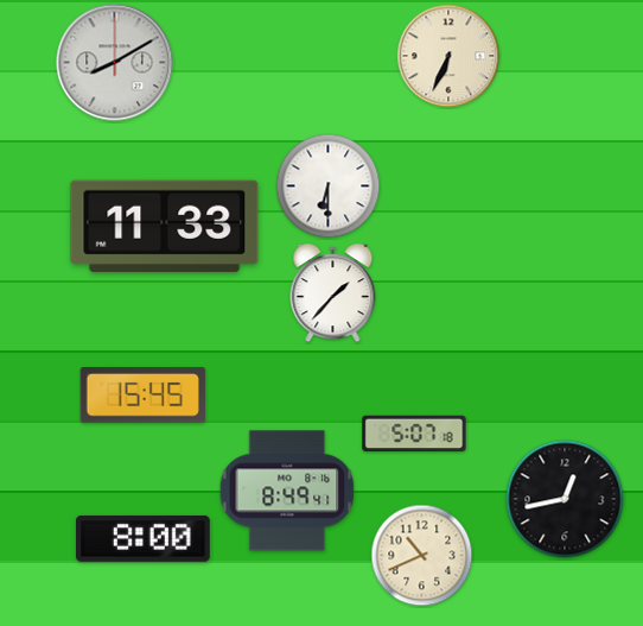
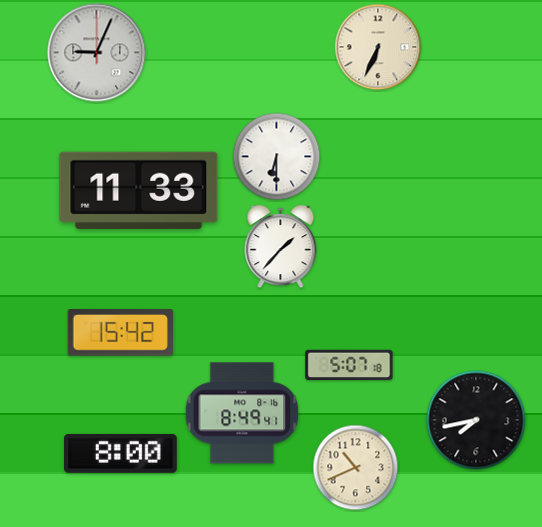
clock at (115, 63): 8:10 -> 9:04
clock at (142, 396): 15:45 -> 15:42
clock at (565, 499): 12:43 -> 7:43
